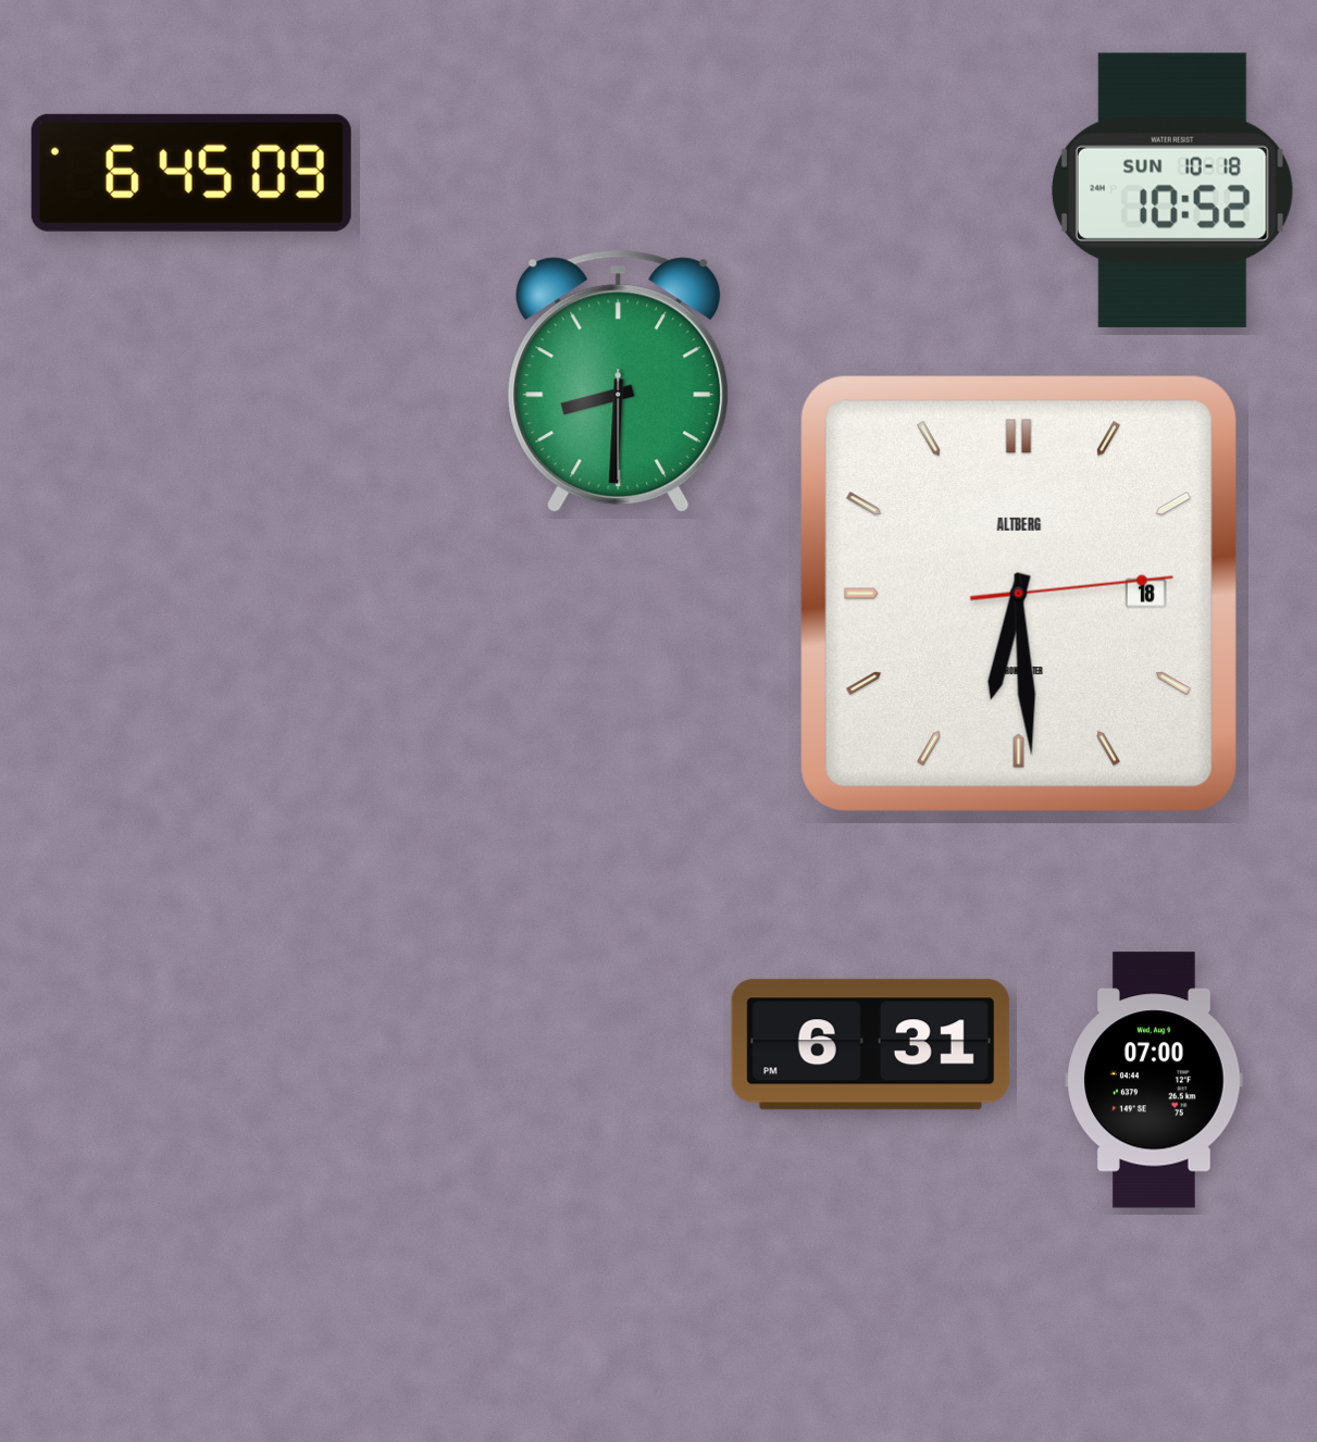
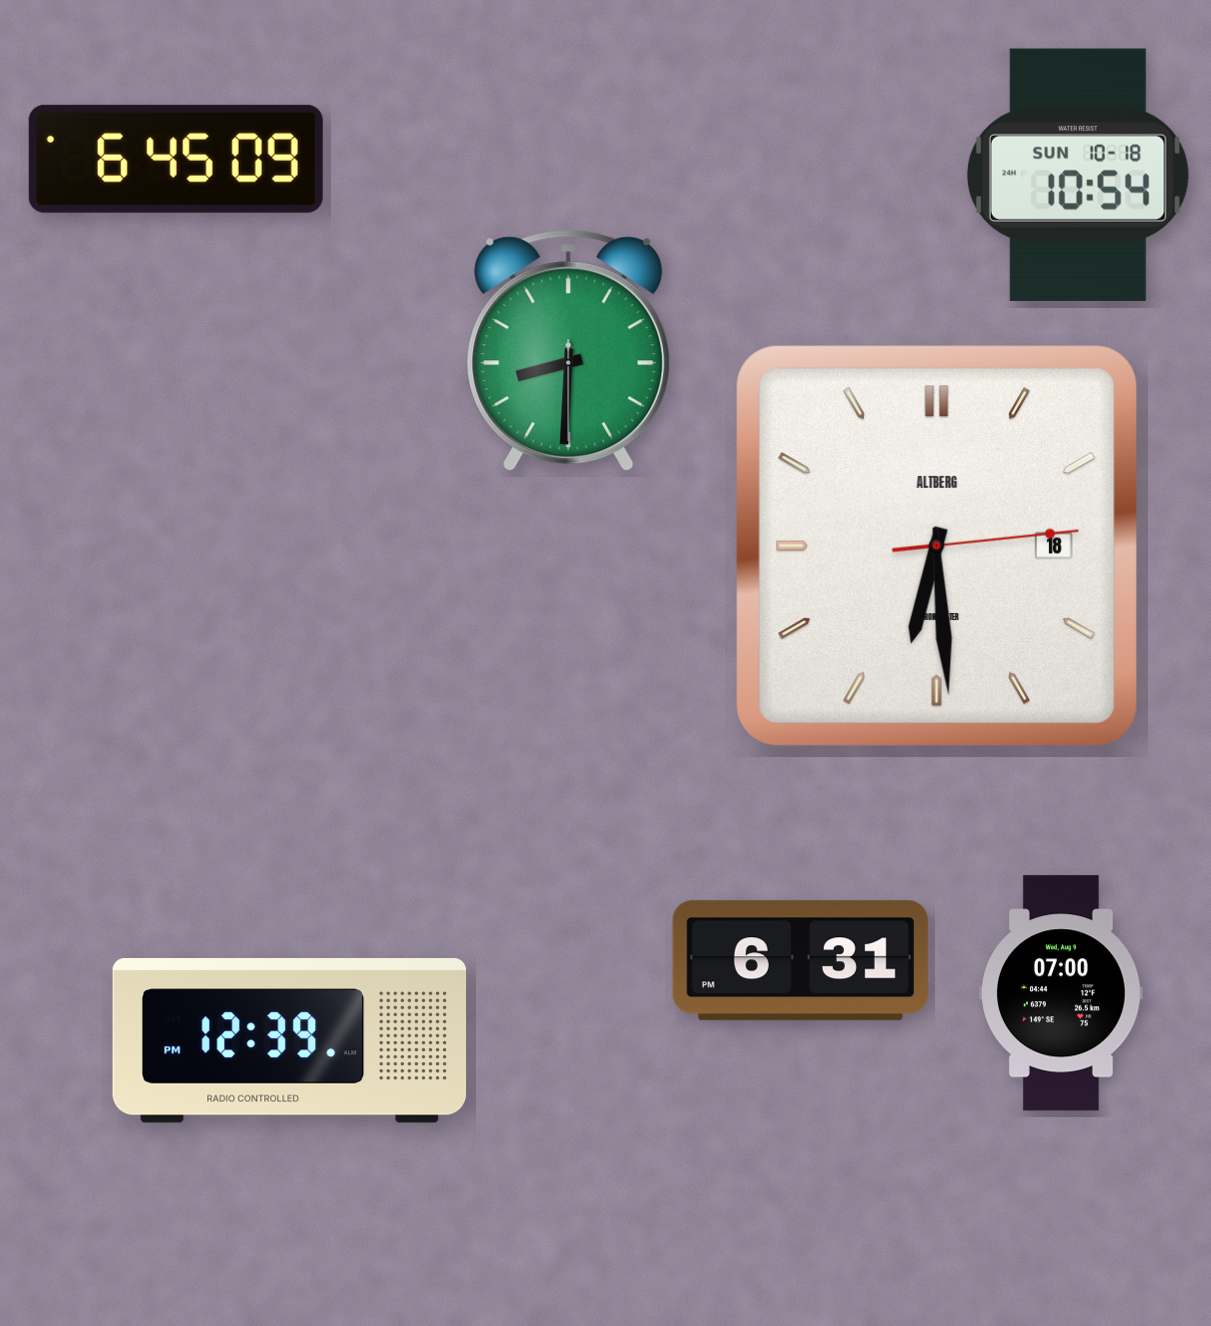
clock at (1172, 190): 10:52 -> 10:54
clock at (290, 1041): none -> 12:39
